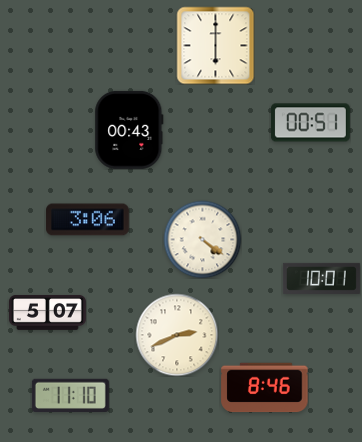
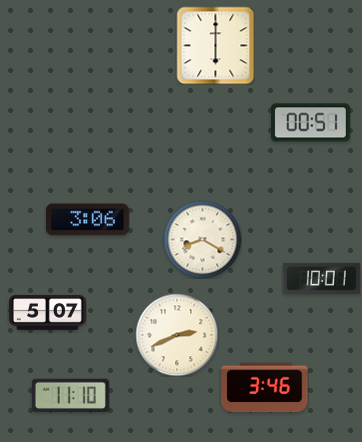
clock at (129, 130): 00:43 -> none
clock at (202, 239): 4:21 -> 8:20
clock at (265, 388): 8:46 -> 3:46
